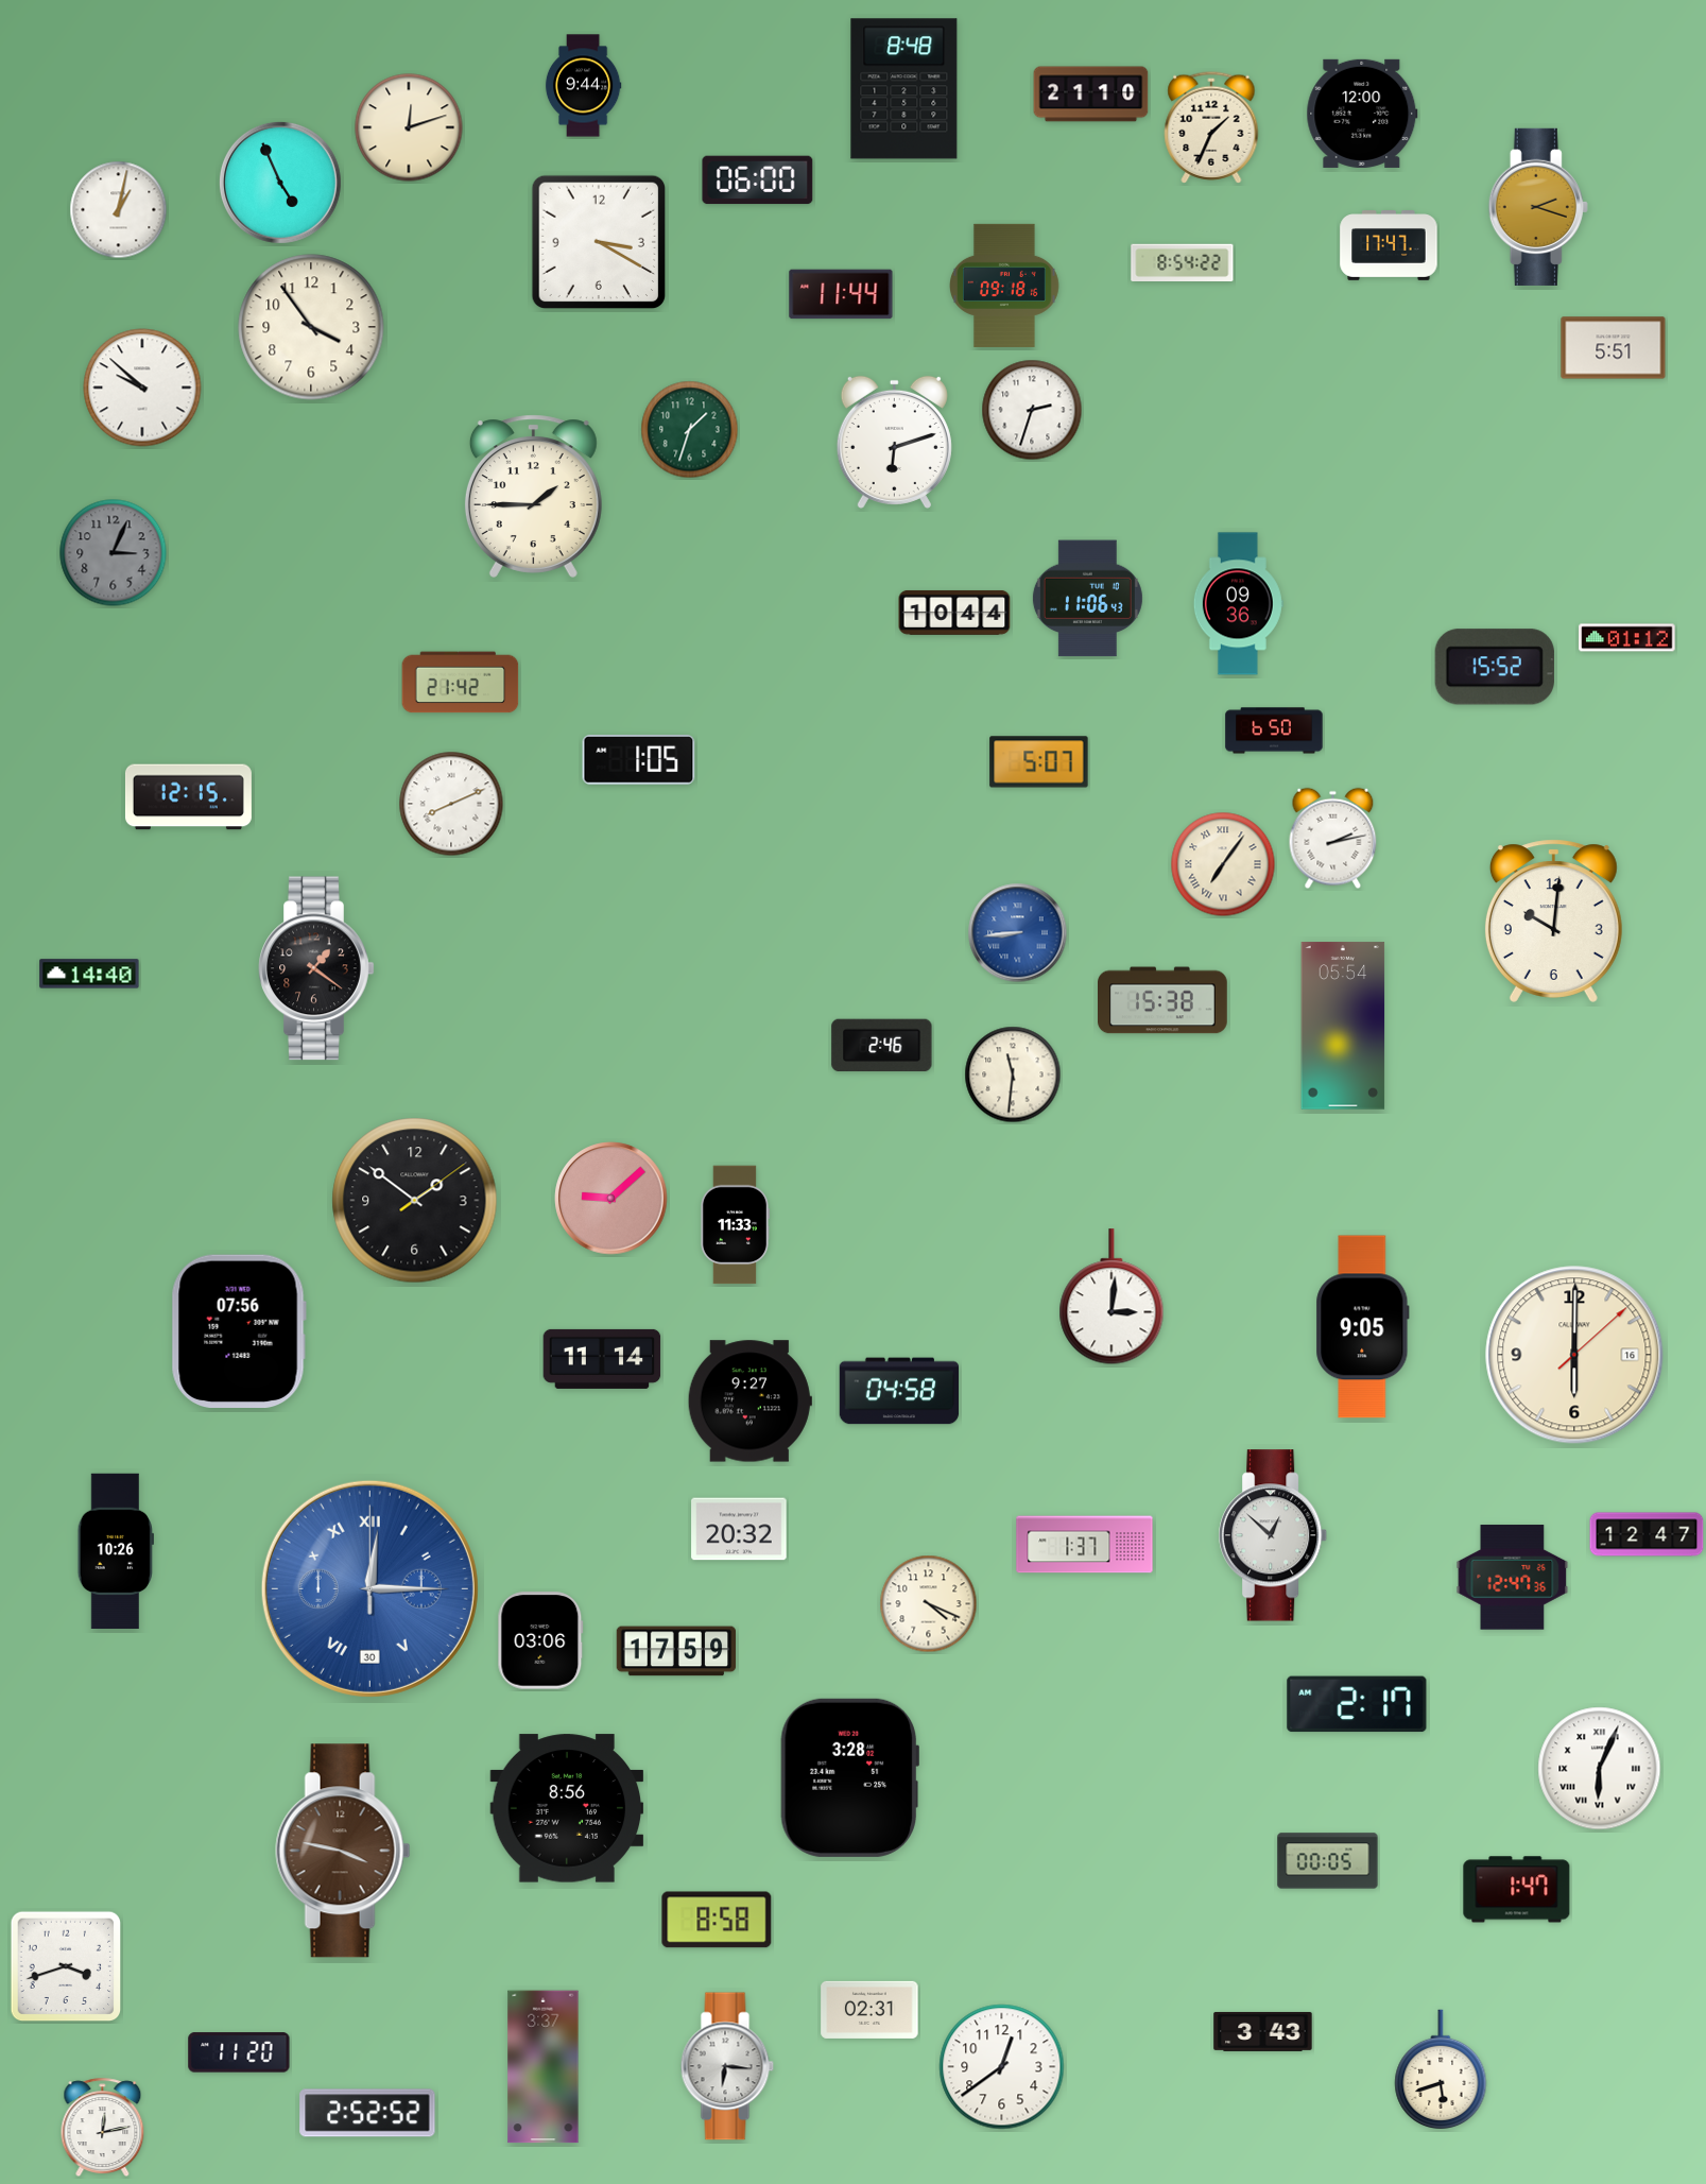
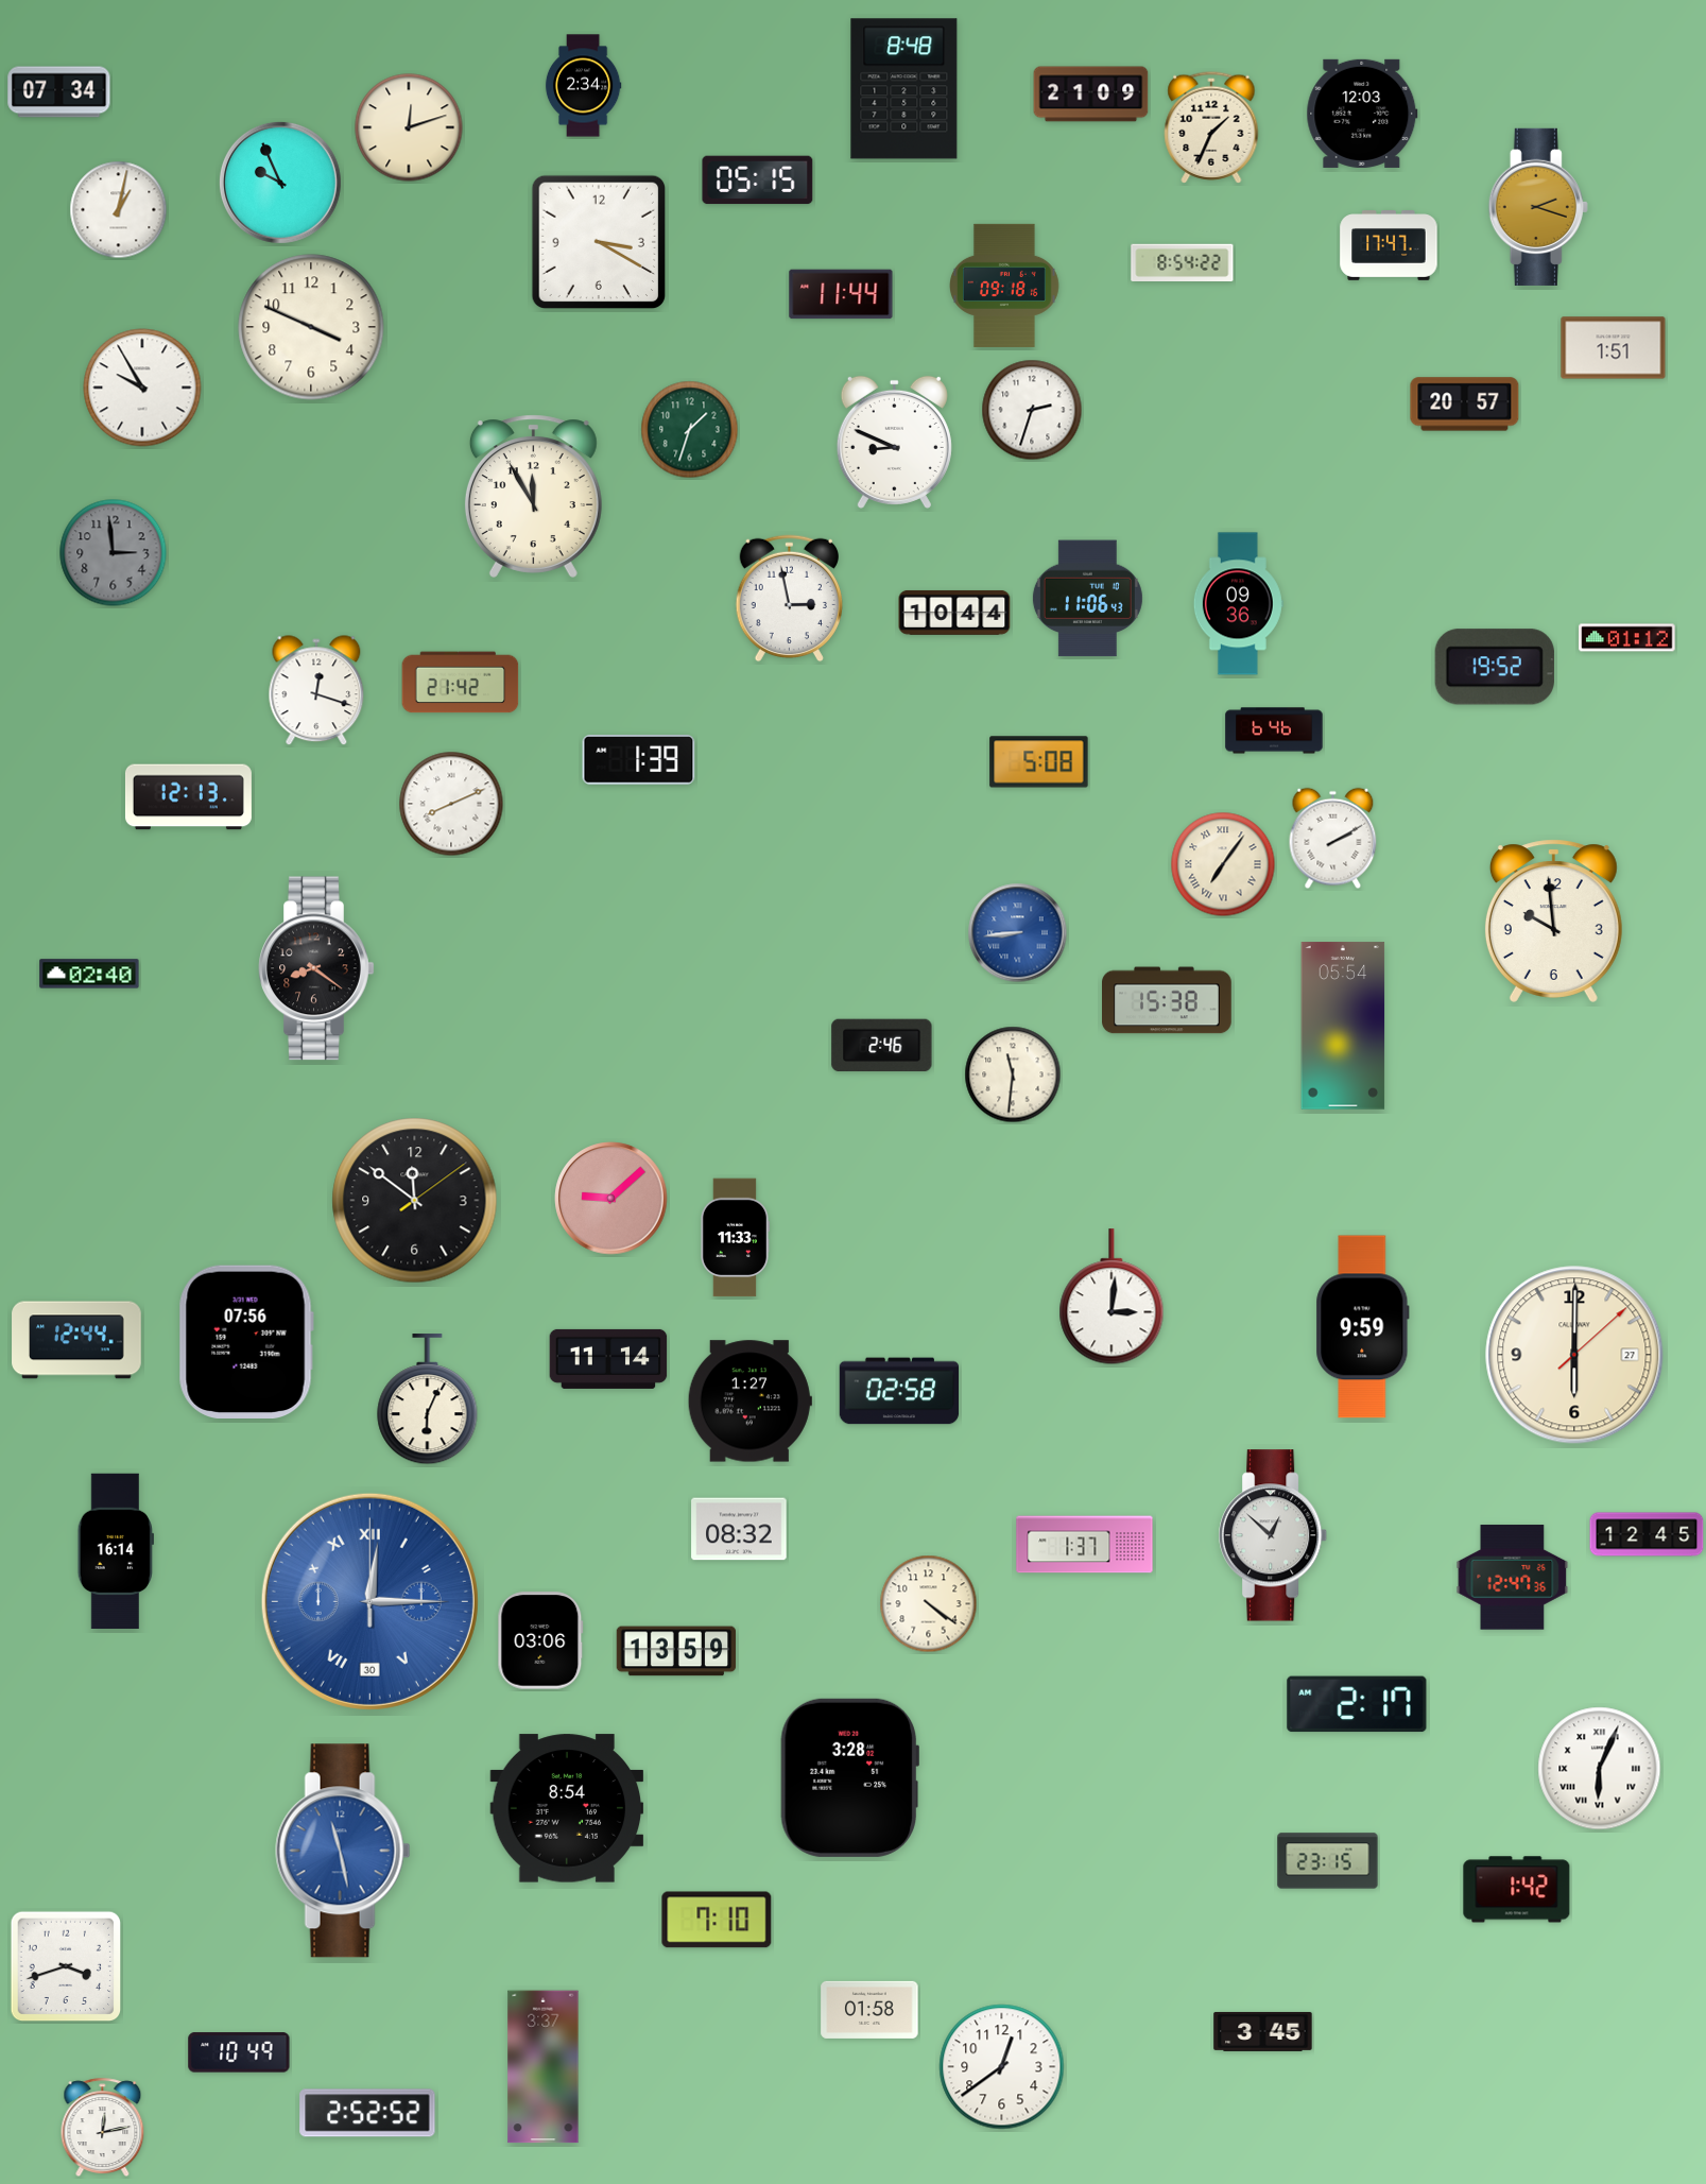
clock at (583, 86): 9:44 -> 2:34
clock at (59, 92): none -> 07:34
clock at (1091, 94): 21:10 -> 21:09
clock at (1362, 114): 12:00 -> 12:03
clock at (758, 180): 06:00 -> 05:15
clock at (280, 183): 4:56 -> 9:56
clock at (311, 327): 3:54 -> 3:49
clock at (1614, 348): 5:51 -> 1:51
clock at (142, 388): 9:52 -> 9:55
clock at (1465, 405): none -> 20:57
clock at (894, 442): 6:12 -> 8:49
clock at (533, 496): 1:45 -> 11:55
clock at (114, 553): 3:04 -> 2:59
clock at (789, 599): none -> 2:58
clock at (1495, 667): 15:52 -> 19:52
clock at (316, 691): none -> 12:18
clock at (1274, 730): 6:50 -> 6:46
clock at (639, 760): 1:05 -> 1:39
clock at (1039, 762): 5:07 -> 5:08
clock at (188, 797): 12:15 -> 12:13
clock at (1333, 839): 2:13 -> 2:10
clock at (1553, 921): 10:01 -> 9:59
clock at (316, 968): 1:21 -> 8:21
clock at (89, 974): 14:40 -> 02:40
clock at (1164, 1000) position: (1164, 1000) -> (1168, 1000)
clock at (415, 1201): 1:51 -> 11:51
clock at (734, 1225) position: (734, 1225) -> (734, 1238)
clock at (1363, 1327): 9:05 -> 9:59
clock at (239, 1331) position: (239, 1331) -> (246, 1342)
clock at (76, 1340): none -> 12:44
clock at (1574, 1355) date: 16 -> 27
clock at (602, 1359) position: (602, 1359) -> (608, 1359)
clock at (899, 1391): 04:58 -> 02:58
clock at (428, 1399): none -> 6:04
clock at (749, 1401): 9:27 -> 1:27
clock at (739, 1529): 20:32 -> 08:32
clock at (1647, 1534): 12:47 -> 12:45
clock at (116, 1551): 10:26 -> 16:14
clock at (369, 1588) position: (369, 1588) -> (369, 1601)
clock at (929, 1604): 4:19 -> 4:21
clock at (676, 1651): 17:59 -> 13:59
clock at (567, 1808): 8:56 -> 8:54
clock at (343, 1851): 3:47 -> 11:28
clock at (343, 1851) dial: brown -> blue
clock at (1328, 1861): 00:05 -> 23:15
clock at (1517, 1890): 1:47 -> 1:42
clock at (717, 1920): 8:58 -> 7:10
clock at (869, 2010): 02:31 -> 01:58
clock at (1263, 2031): 3:43 -> 3:45
clock at (239, 2052): 11:20 -> 10:49
clock at (727, 2066): 6:16 -> none
clock at (1441, 2069): 5:42 -> none
